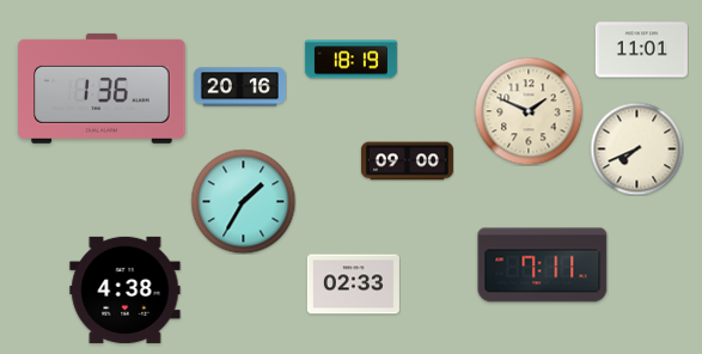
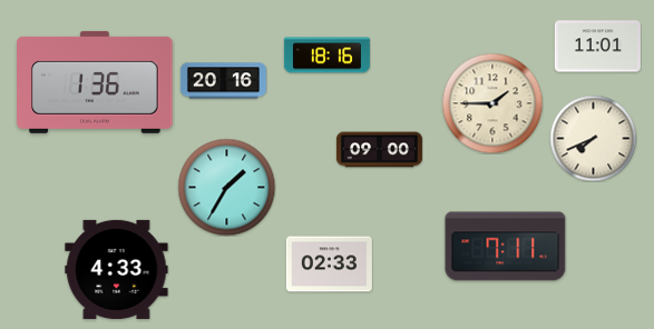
clock at (350, 60): 18:19 -> 18:16
clock at (529, 111): 1:49 -> 1:45
clock at (126, 289): 4:38 -> 4:33
